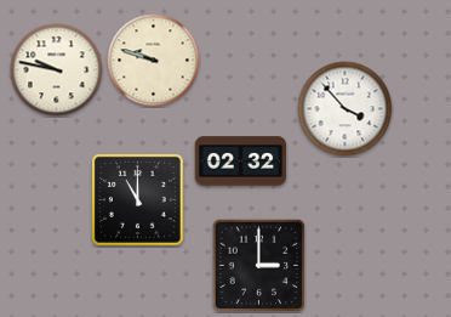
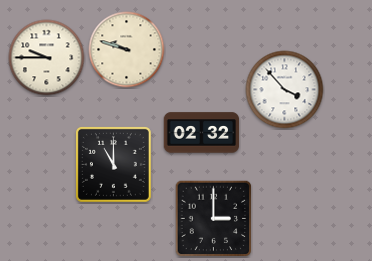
clock at (57, 70): 9:47 -> 9:45
clock at (241, 162) position: (241, 162) -> (202, 133)
